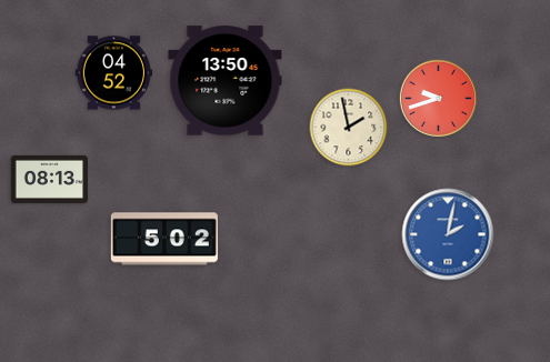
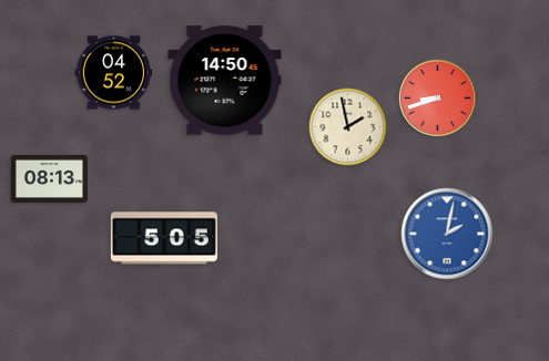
clock at (226, 81): 13:50 -> 14:50
clock at (438, 98): 9:42 -> 8:42
clock at (164, 239): 5:02 -> 5:05
